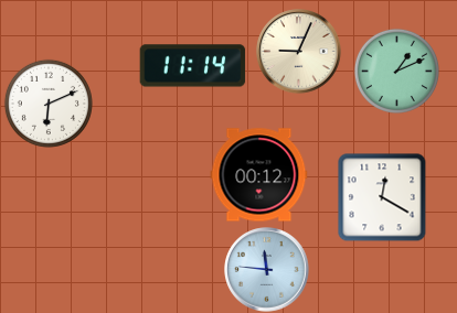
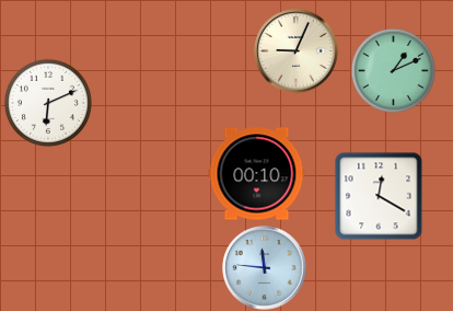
clock at (193, 66): 11:14 -> none
clock at (259, 175): 00:12 -> 00:10
